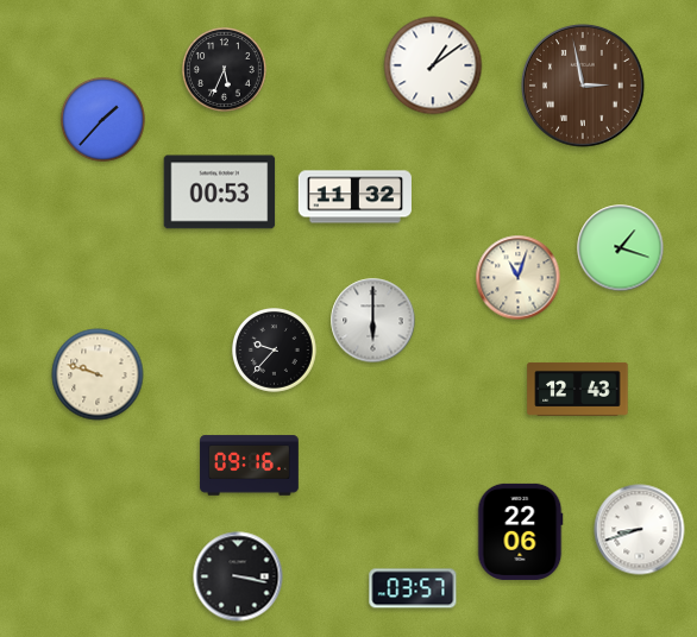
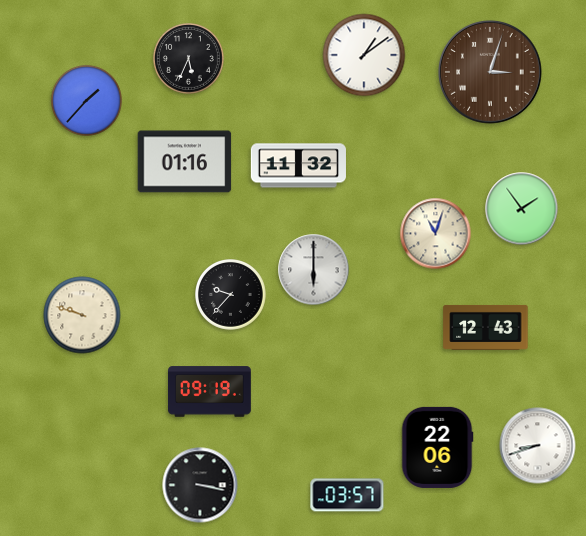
clock at (583, 86): 2:58 -> 3:03
clock at (220, 193): 00:53 -> 01:16
clock at (621, 248): 1:18 -> 1:54
clock at (250, 466): 09:16 -> 09:19
